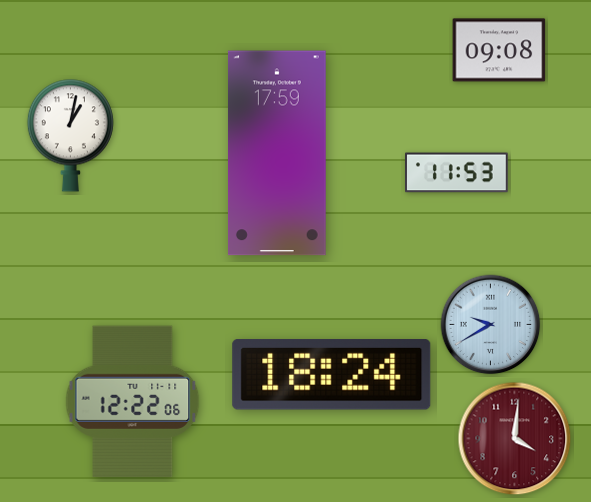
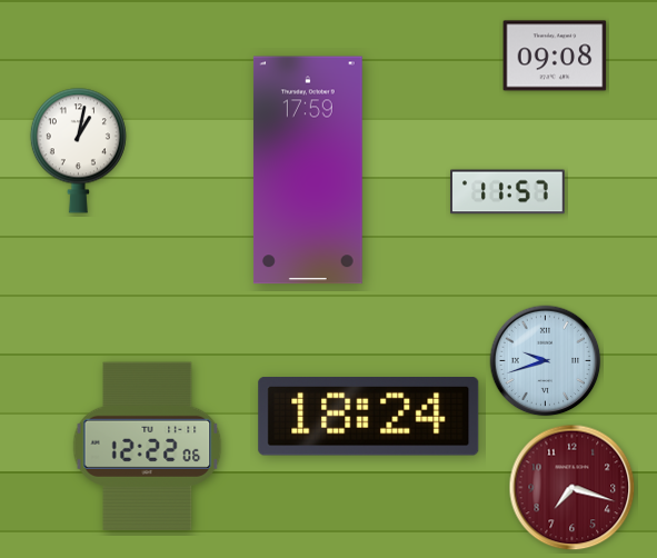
clock at (457, 173): 11:53 -> 11:57
clock at (491, 325): 9:40 -> 9:42
clock at (515, 439): 4:01 -> 7:18
